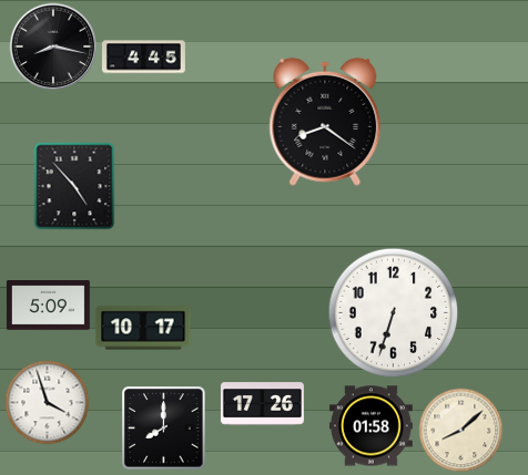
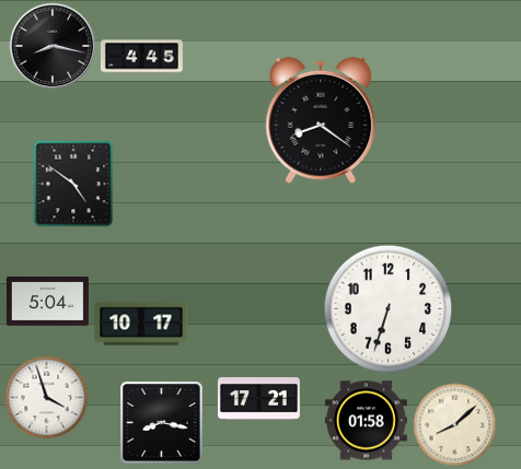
clock at (74, 186): 4:53 -> 4:51
clock at (48, 306): 5:09 -> 5:04
clock at (262, 404): 17:26 -> 17:21
clock at (164, 428): 8:00 -> 8:17
